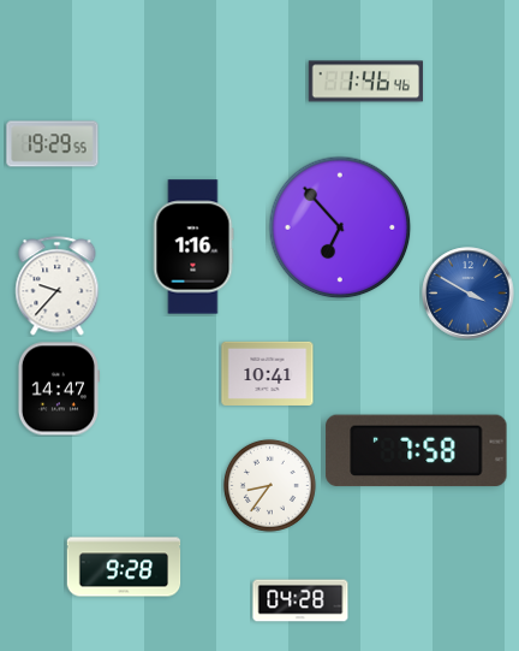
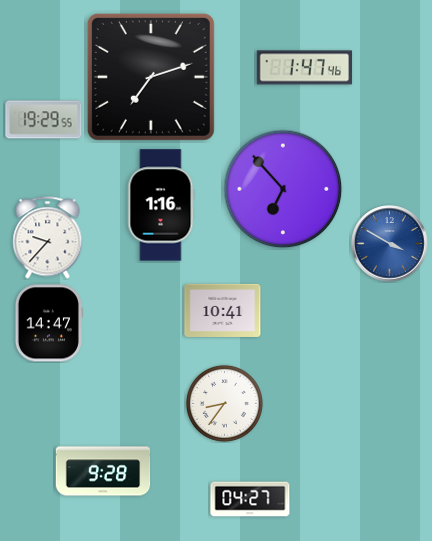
clock at (366, 82): 1:46 -> 1:47
clock at (151, 77): none -> 7:12
clock at (417, 451): 7:58 -> none
clock at (300, 600): 04:28 -> 04:27
